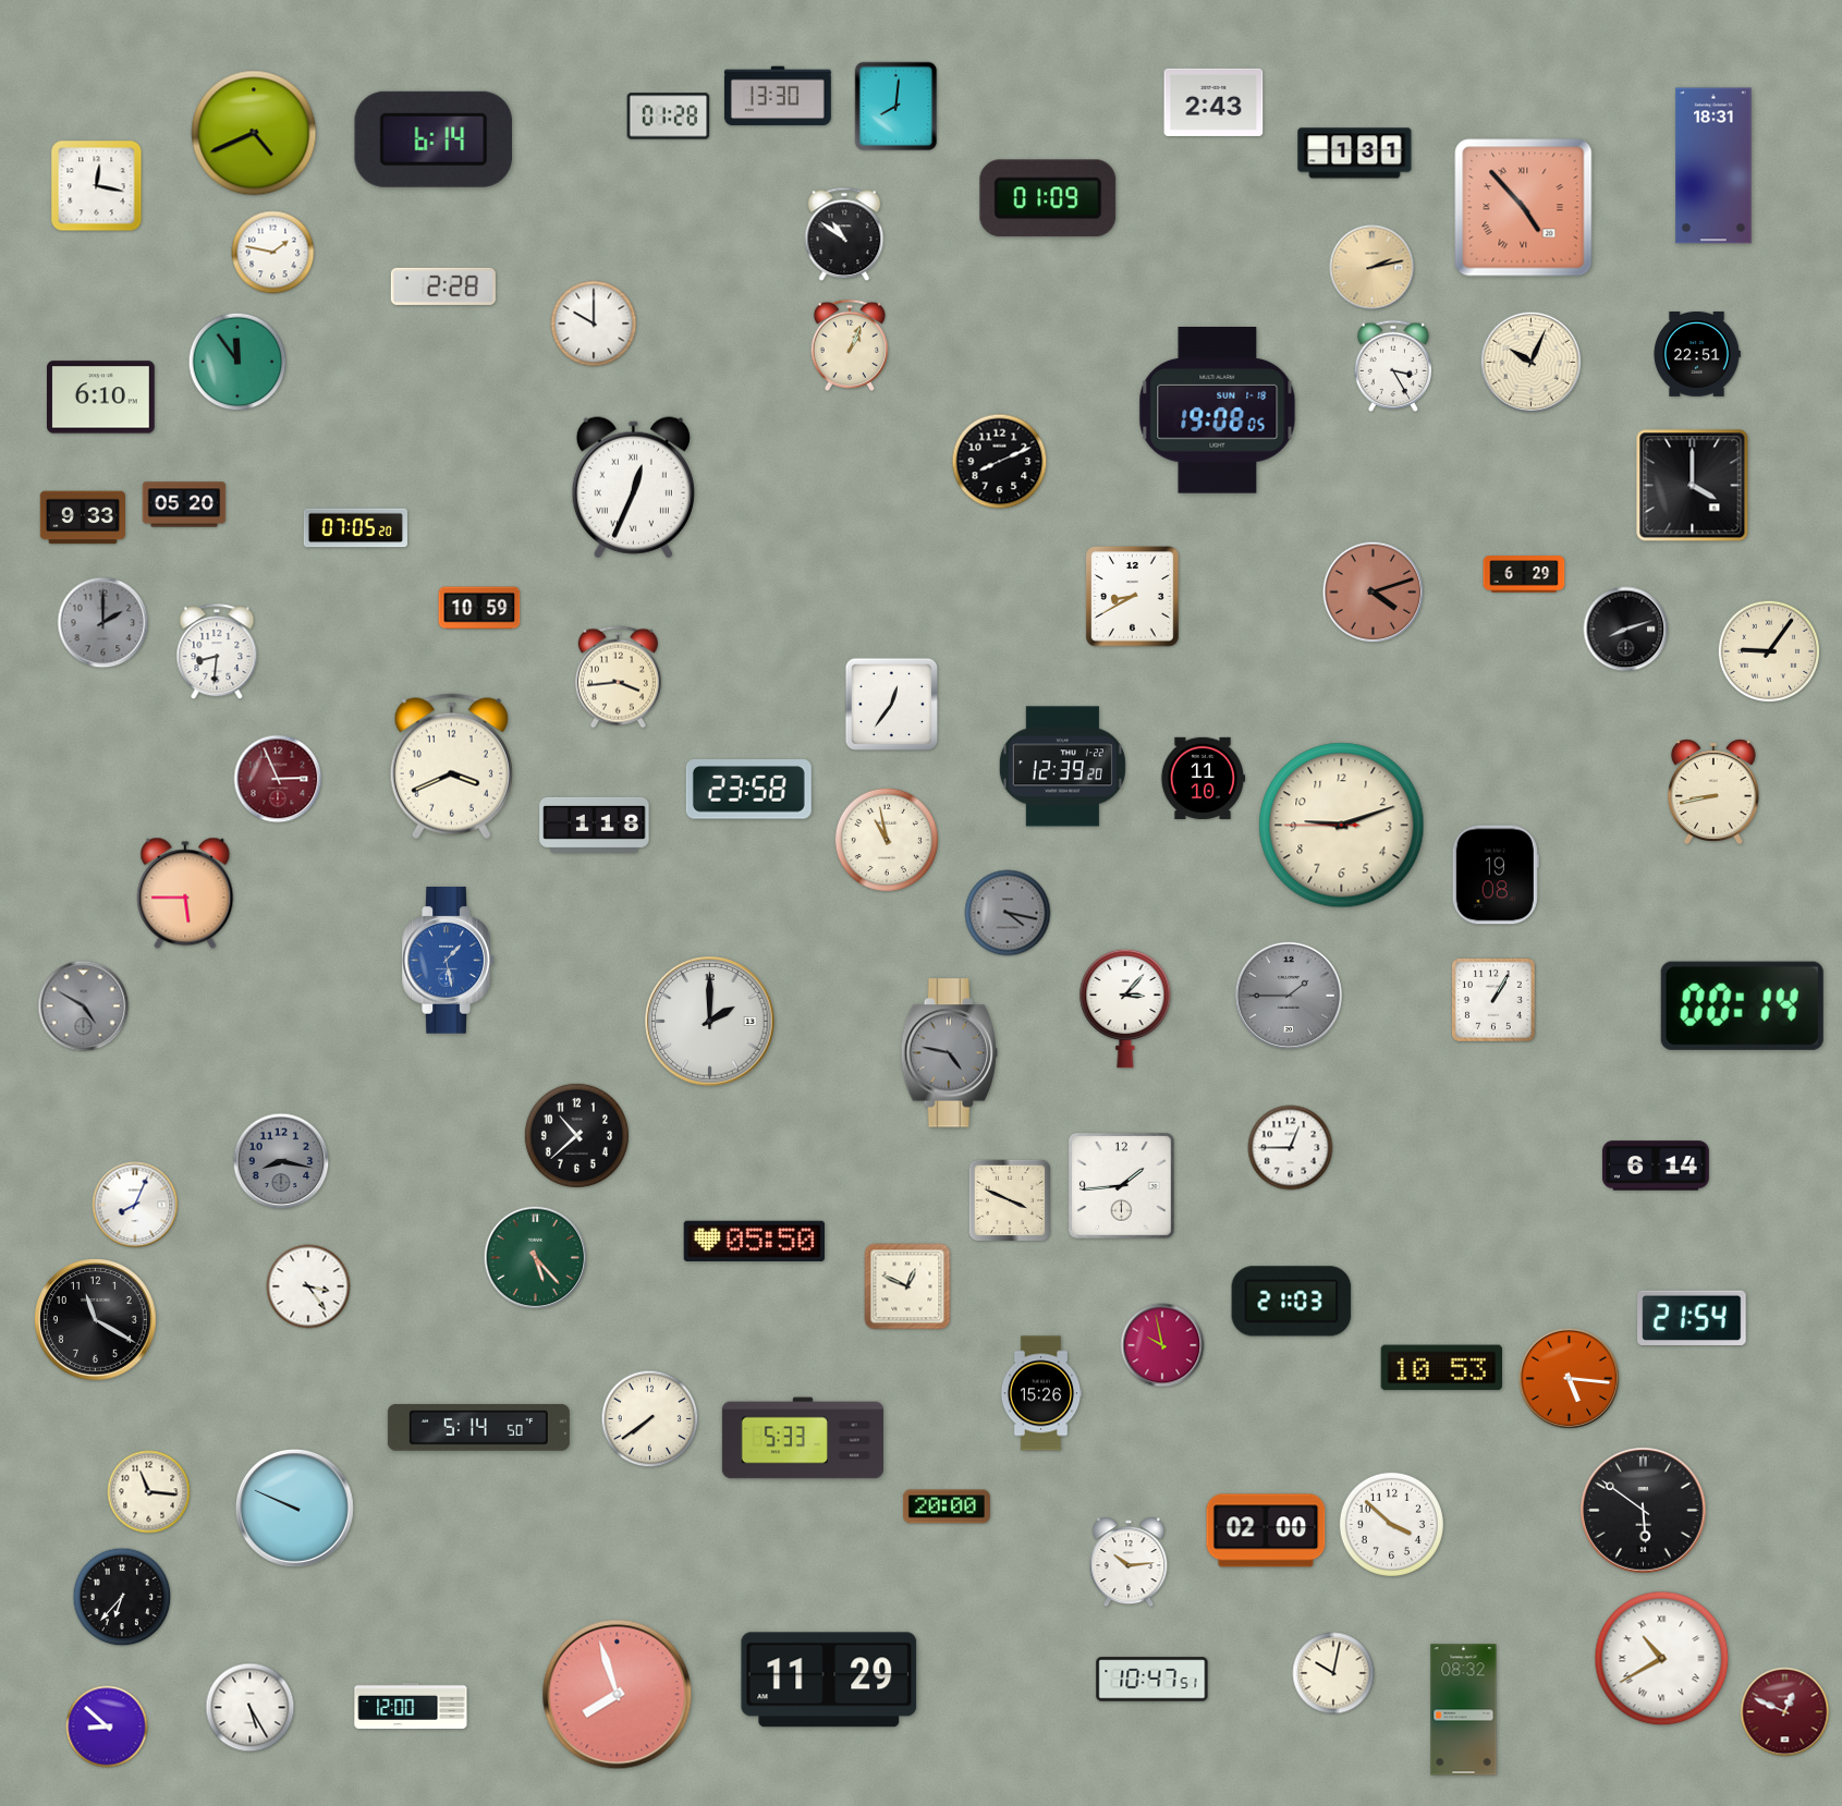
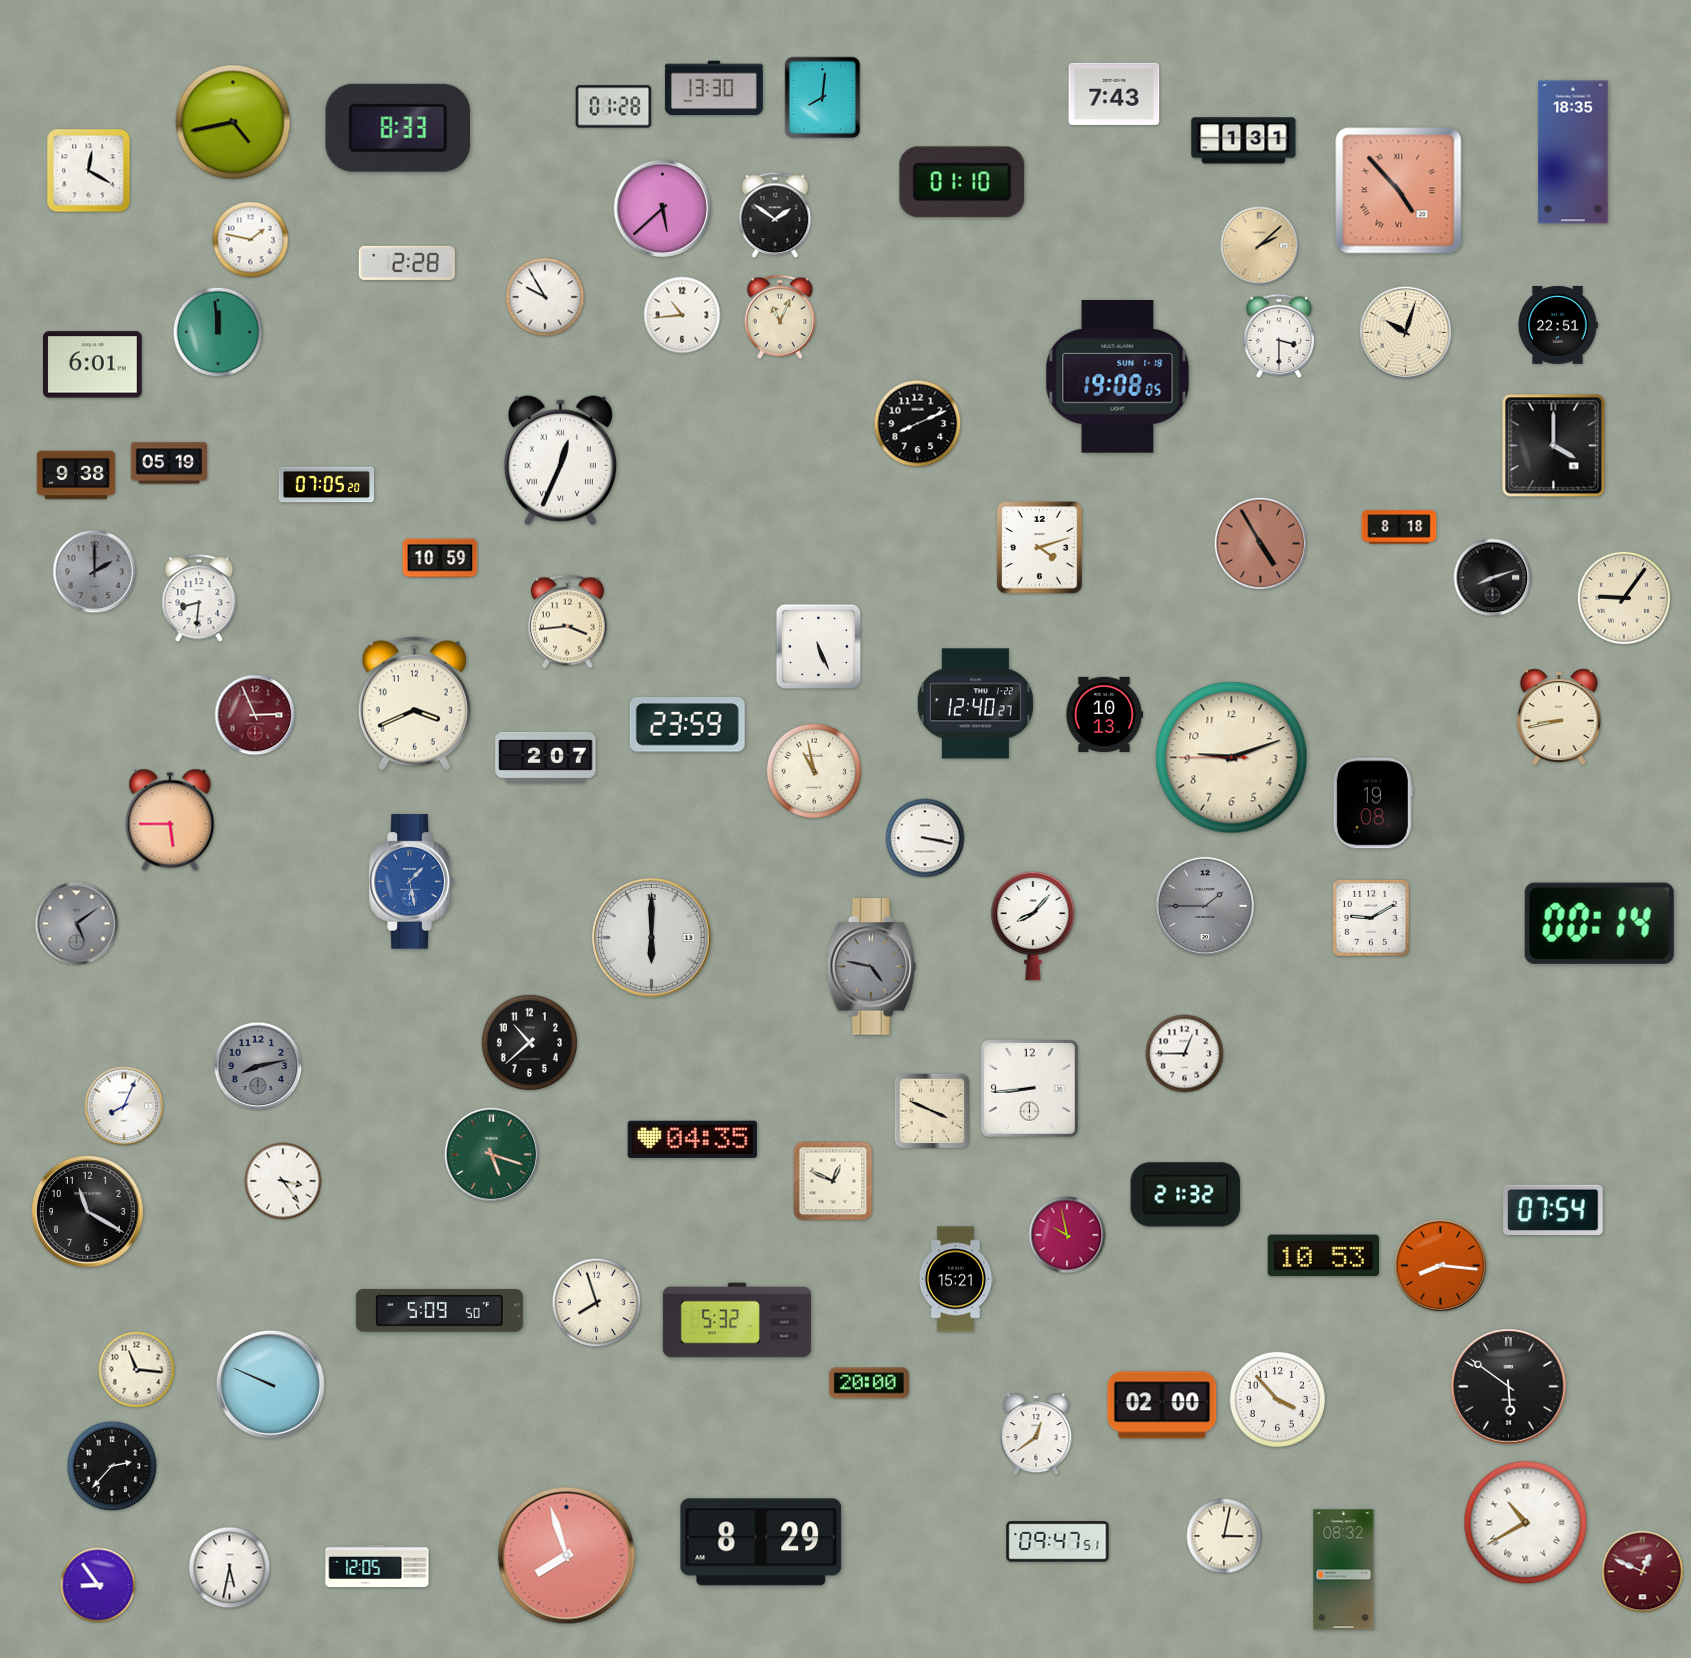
clock at (1213, 102): 2:43 -> 7:43
clock at (254, 133): 4:41 -> 4:43
clock at (434, 139): 6:14 -> 8:33
clock at (1713, 166): 18:31 -> 18:35
clock at (97, 186): 12:17 -> 12:20
clock at (1048, 198): 01:09 -> 01:10
clock at (662, 208): none -> 5:38
clock at (844, 234): 10:51 -> 1:51
clock at (273, 253) position: (273, 253) -> (251, 240)
clock at (1373, 268): 2:13 -> 2:08
clock at (594, 324): 10:00 -> 9:55
clock at (682, 315): none -> 10:44
clock at (849, 345): 1:04 -> 11:04
clock at (237, 362): 11:54 -> 11:59
clock at (1532, 363): 10:04 -> 10:03
clock at (1392, 366): 3:25 -> 3:30
clock at (101, 398): 6:10 -> 6:01
clock at (633, 488) position: (633, 488) -> (560, 461)
clock at (184, 504): 05:20 -> 05:19
clock at (83, 517): 9:33 -> 9:38
clock at (1524, 574): 6:29 -> 8:18
clock at (1374, 593): 4:12 -> 4:55
clock at (1133, 597): 8:40 -> 4:12
clock at (892, 705): 12:36 -> 5:26
clock at (1062, 767): 12:39 -> 12:40
clock at (1201, 778): 11:10 -> 10:13
clock at (748, 790): 23:58 -> 23:59
clock at (1713, 792) position: (1713, 792) -> (1559, 717)
clock at (595, 825): 1:18 -> 2:07
clock at (1008, 913): 4:17 -> 3:17
clock at (1008, 913) dial: grey -> white
clock at (1289, 996) position: (1289, 996) -> (1205, 906)
clock at (1495, 1001): 1:05 -> 9:10
clock at (84, 1006): 4:50 -> 5:09
clock at (1125, 1009): 3:07 -> 8:07
clock at (710, 1022): 2:00 -> 6:00
clock at (281, 1161): 8:17 -> 8:13
clock at (1656, 1166): 6:14 -> none
clock at (1121, 1185): 1:44 -> 8:44
clock at (1010, 1200) position: (1010, 1200) -> (932, 1111)
clock at (754, 1241): 05:50 -> 04:35
clock at (536, 1258): 5:23 -> 5:18
clock at (1292, 1302): 21:03 -> 21:32
clock at (1692, 1317): 21:54 -> 07:54
clock at (1570, 1379): 5:16 -> 8:16
clock at (1041, 1393): 15:26 -> 15:21
clock at (650, 1419): 7:39 -> 7:57
clock at (478, 1427): 5:14 -> 5:09
clock at (803, 1438): 5:33 -> 5:32
clock at (1391, 1524): 3:52 -> 3:53
clock at (1129, 1562): 10:14 -> 12:39
clock at (122, 1597): 6:37 -> 2:37
clock at (1333, 1673): 10:02 -> 3:02
clock at (829, 1680): 11:29 -> 8:29
clock at (1152, 1680): 10:47 -> 09:47
clock at (411, 1706): 12:00 -> 12:05
clock at (251, 1708): 5:25 -> 5:32
clock at (1785, 1712) position: (1785, 1712) -> (1643, 1572)
clock at (107, 1726): 8:52 -> 8:54
